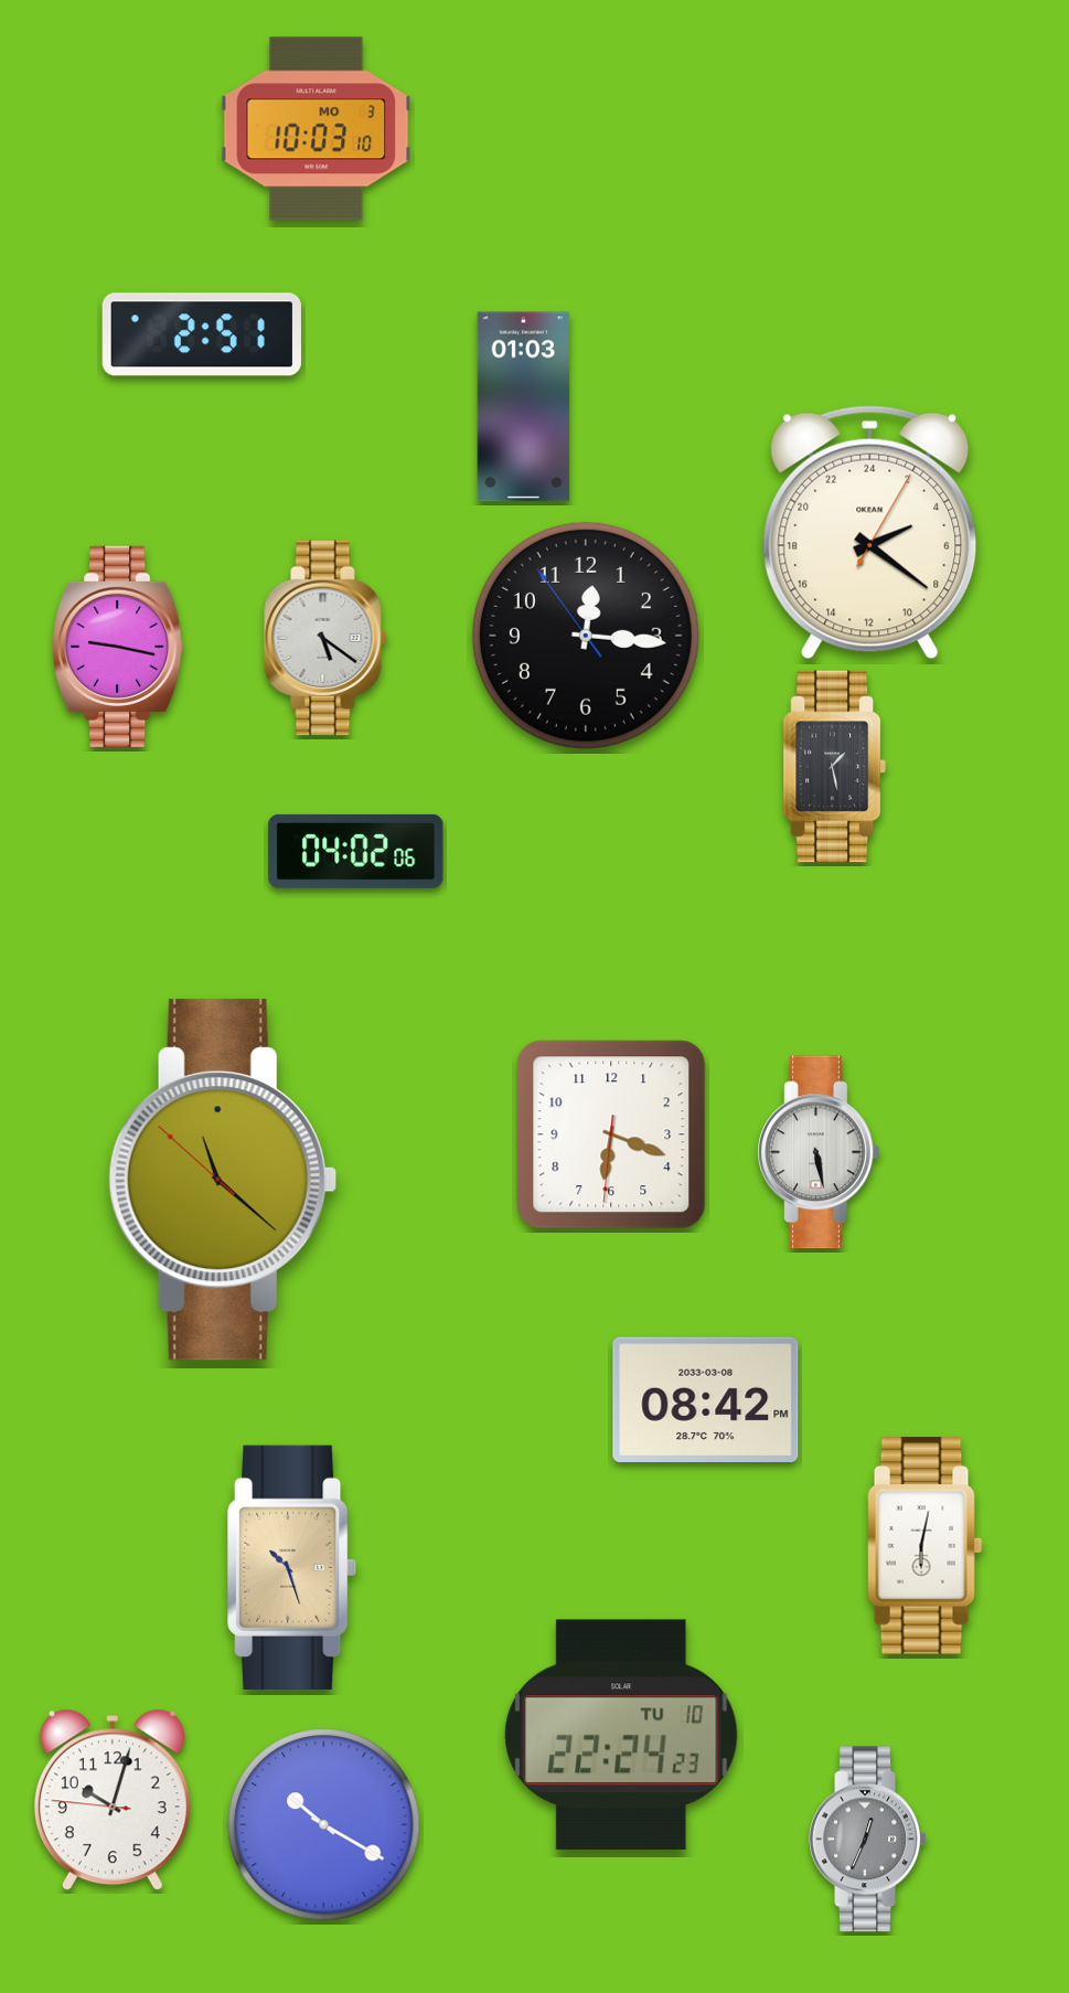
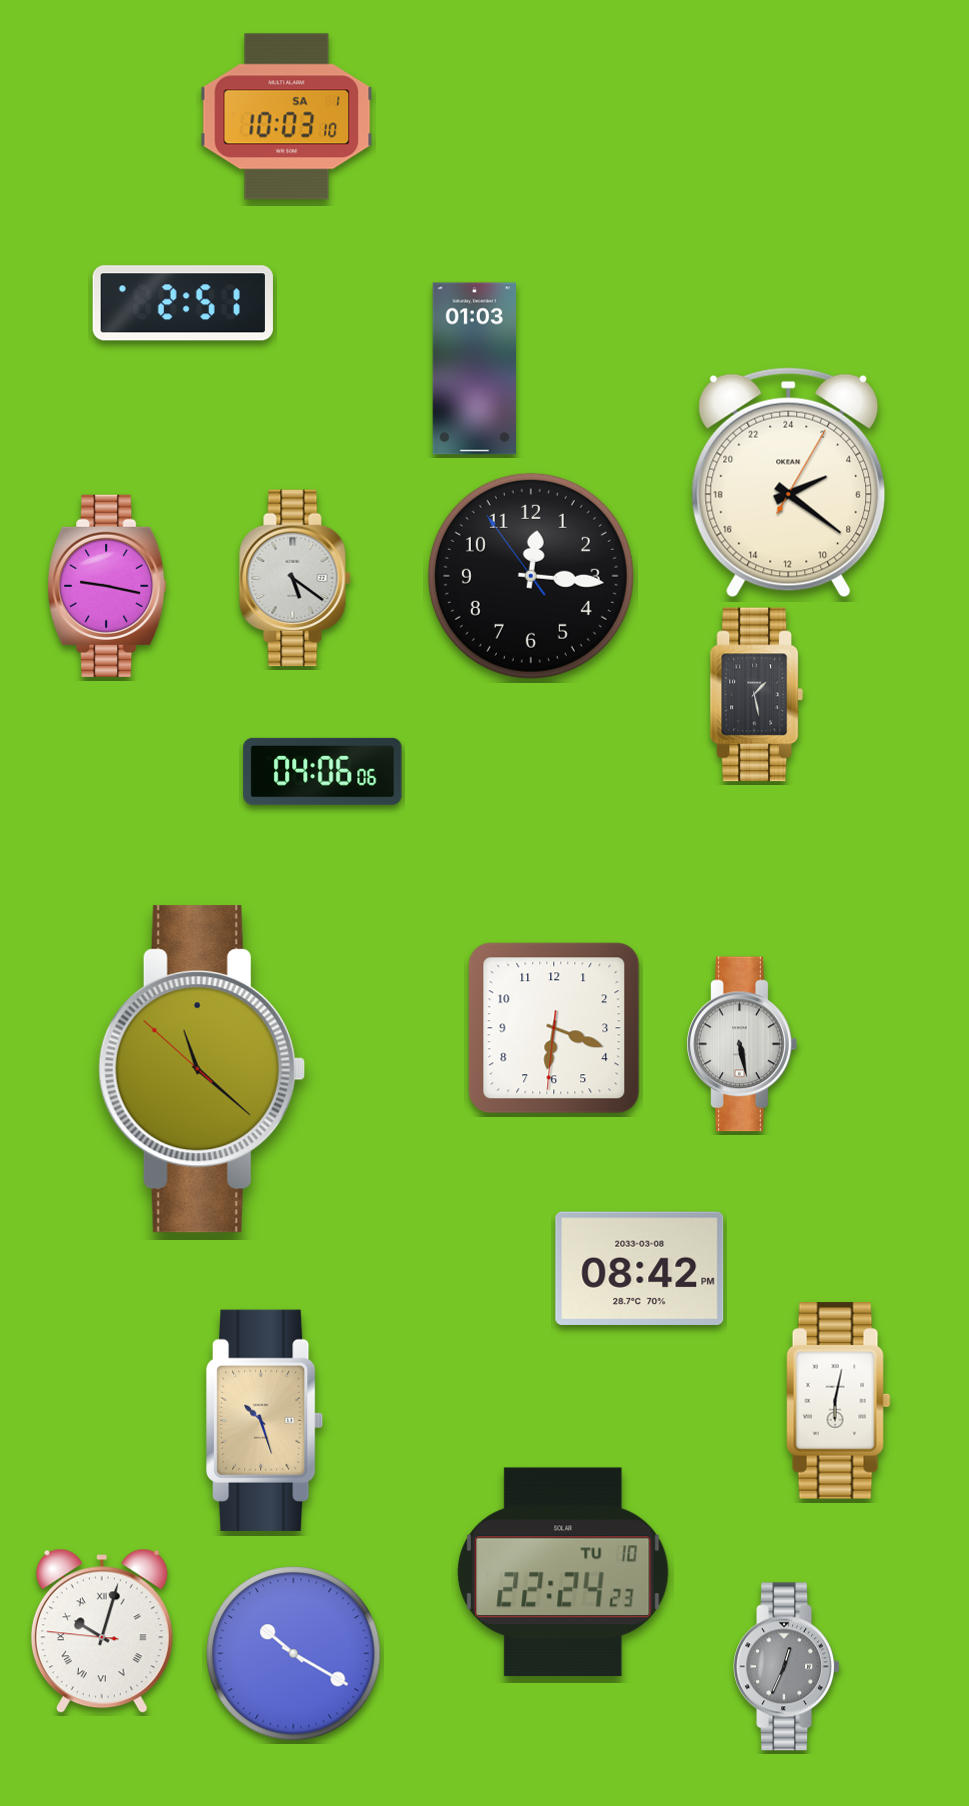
clock at (317, 129) date: MO 3 -> SA 1
clock at (356, 851): 04:02 -> 04:06
clock at (113, 1800) numerals: Arabic -> Roman
